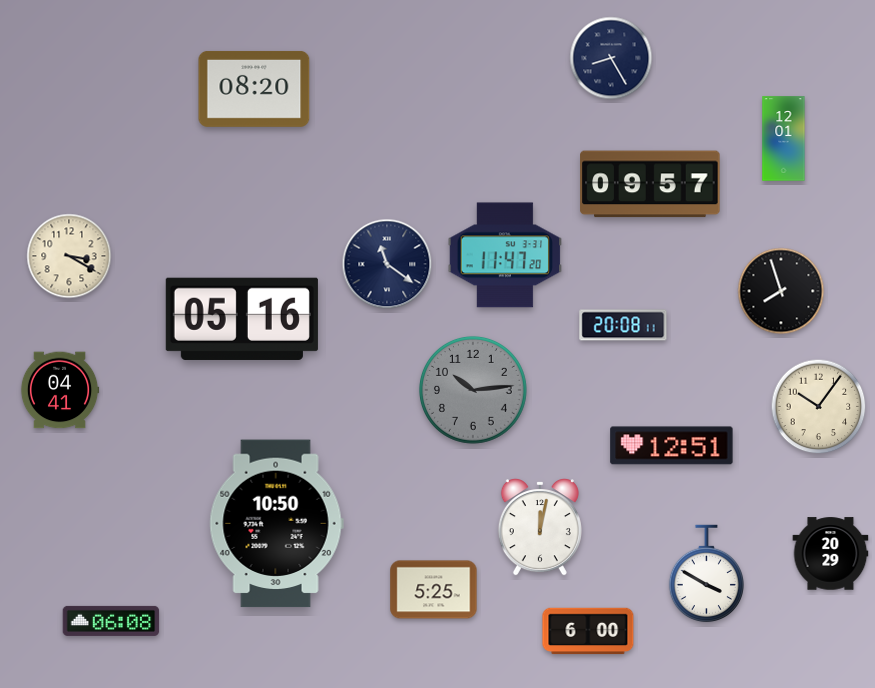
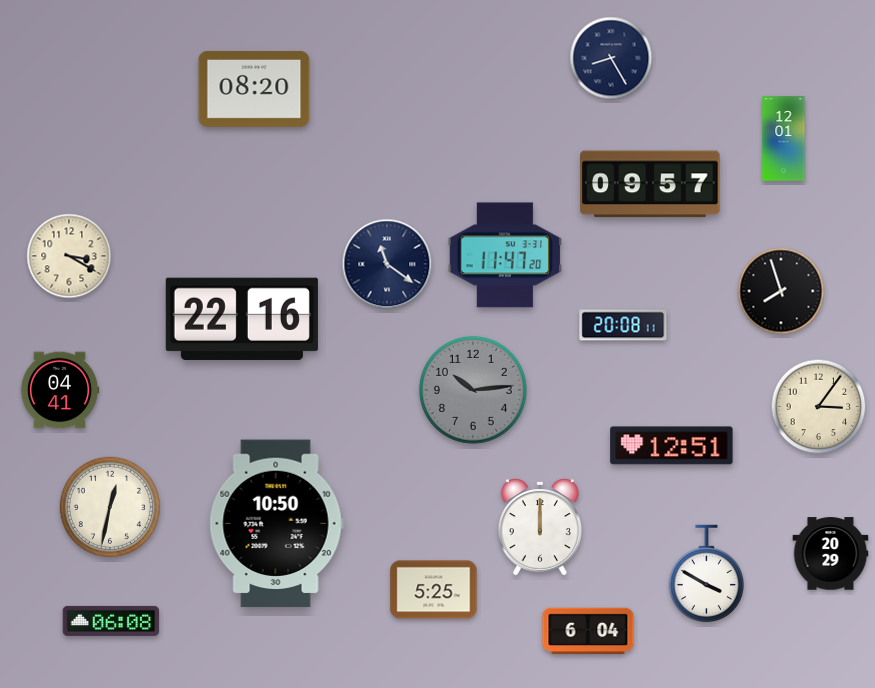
clock at (242, 319): 05:16 -> 22:16
clock at (819, 407): 10:06 -> 3:06
clock at (110, 507): none -> 12:32
clock at (540, 528): 12:02 -> 12:00
clock at (588, 631): 6:00 -> 6:04
